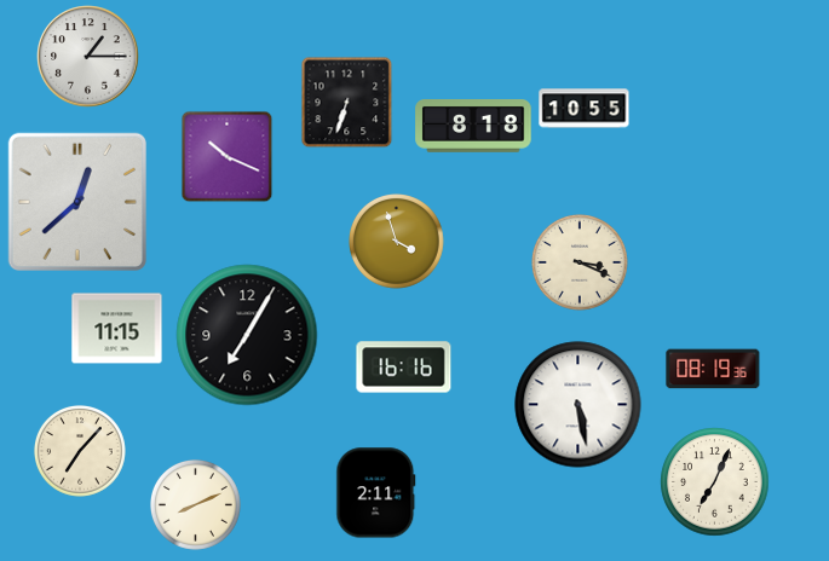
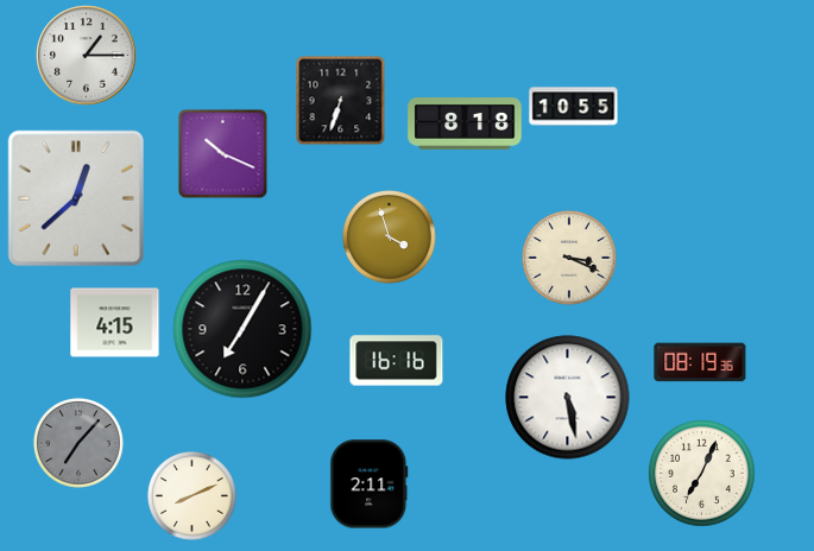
clock at (117, 329): 11:15 -> 4:15
clock at (80, 451) dial: cream -> grey
